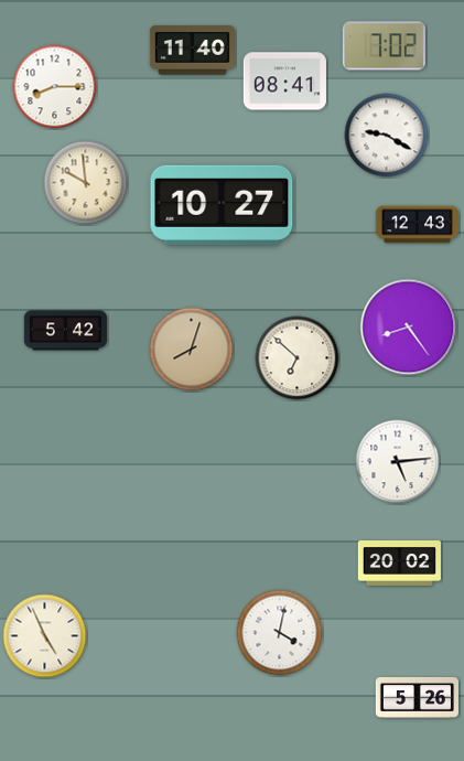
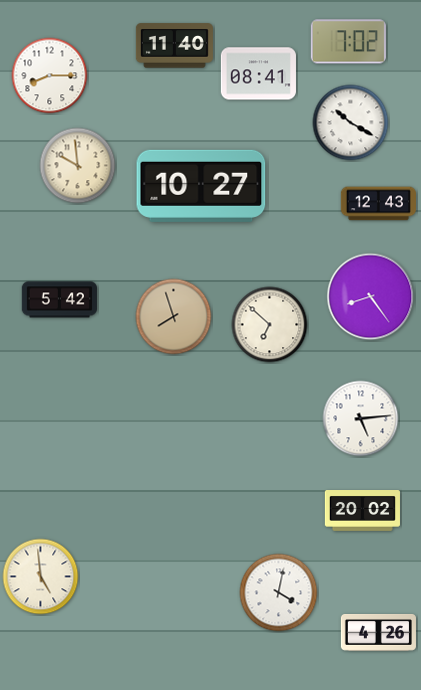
clock at (55, 87) position: (55, 87) -> (50, 76)
clock at (387, 136): 9:20 -> 10:20
clock at (192, 350): 8:03 -> 7:57
clock at (280, 633) position: (280, 633) -> (279, 593)
clock at (45, 636): 4:56 -> 4:59
clock at (417, 697): 5:26 -> 4:26
